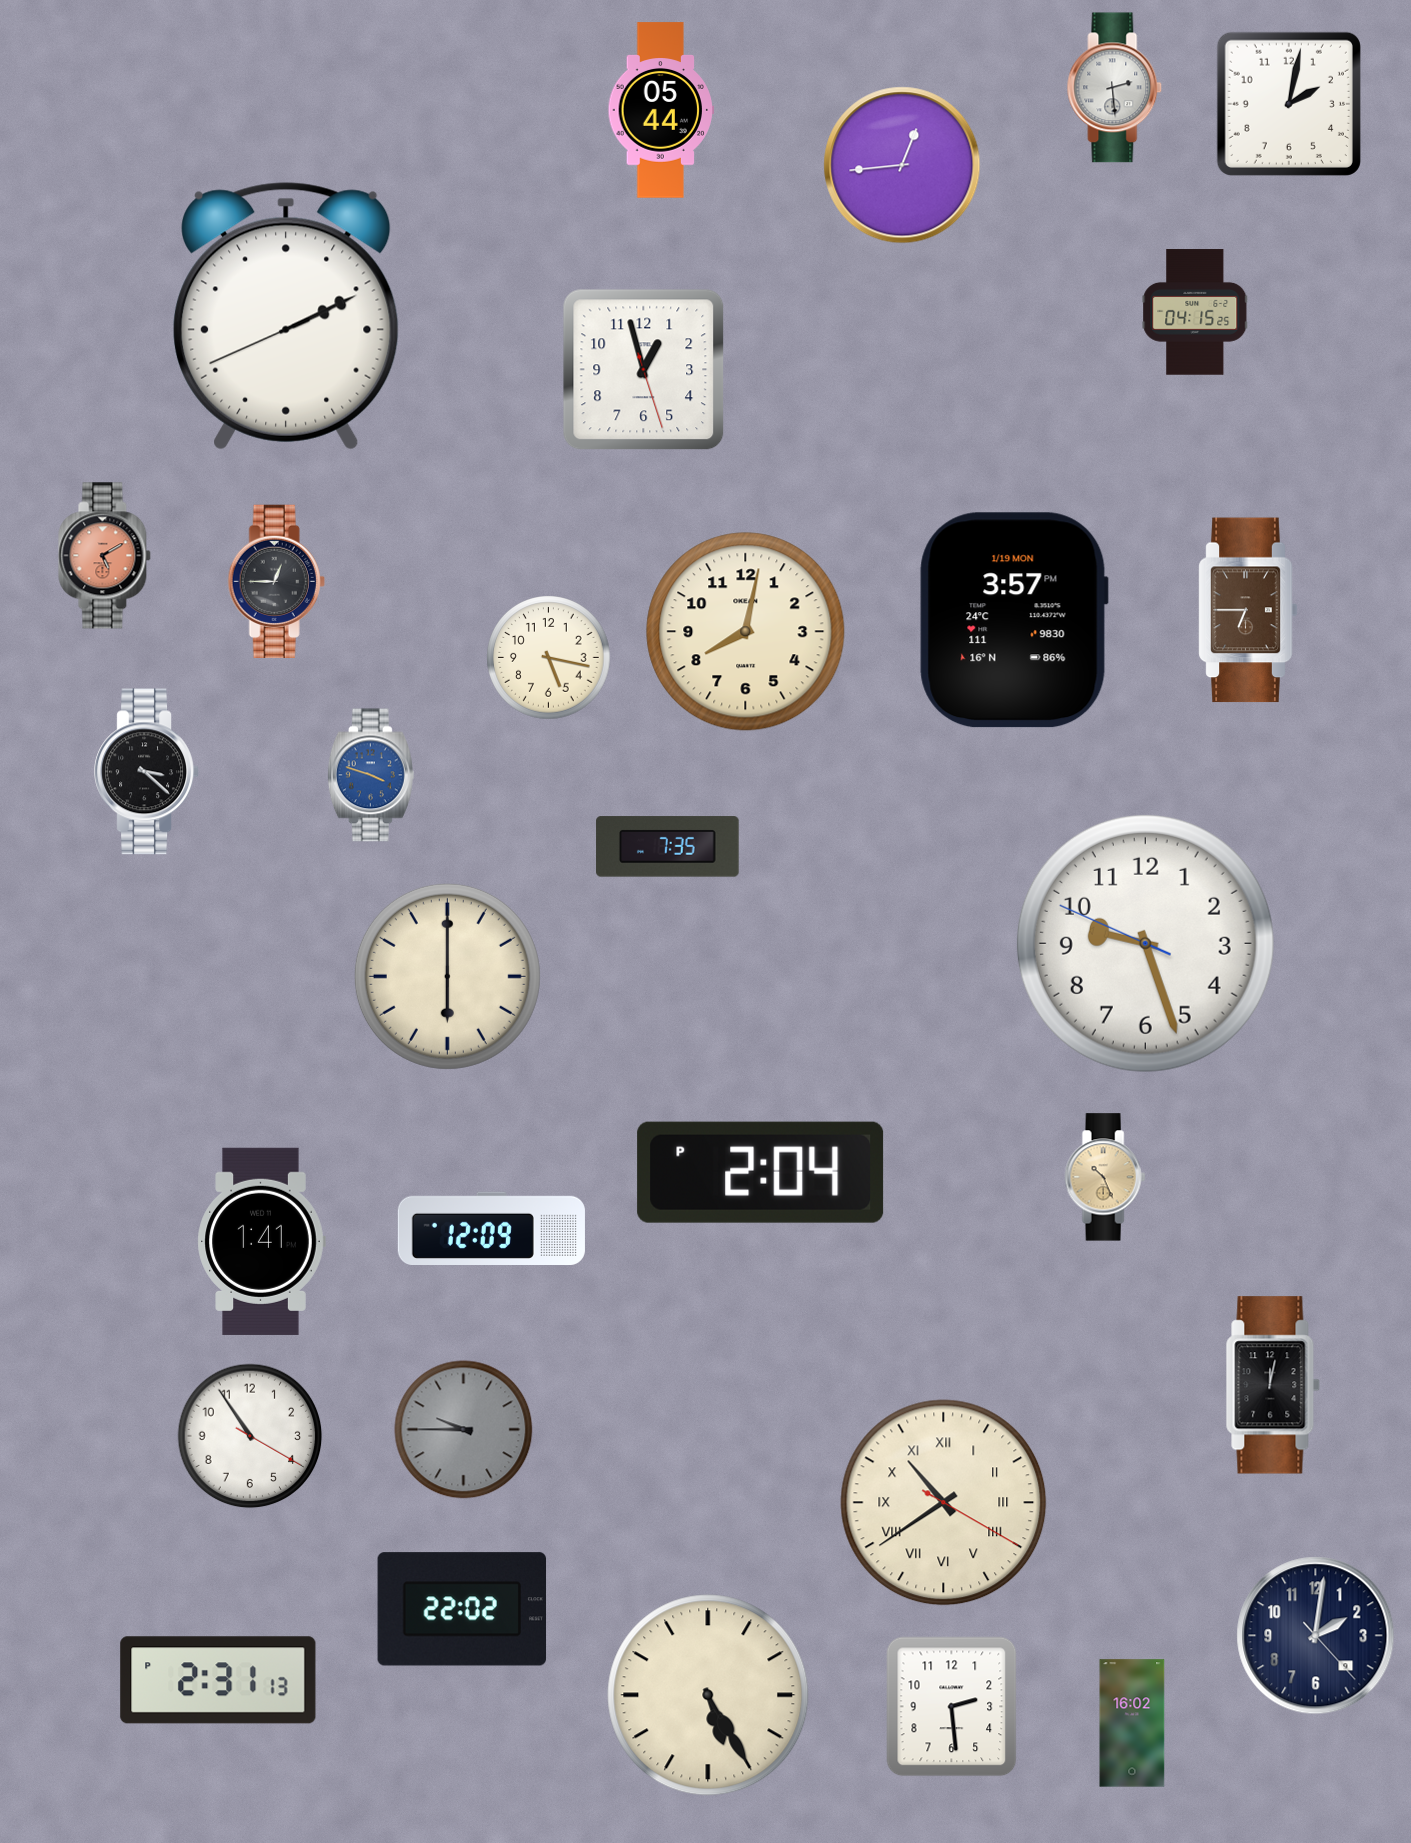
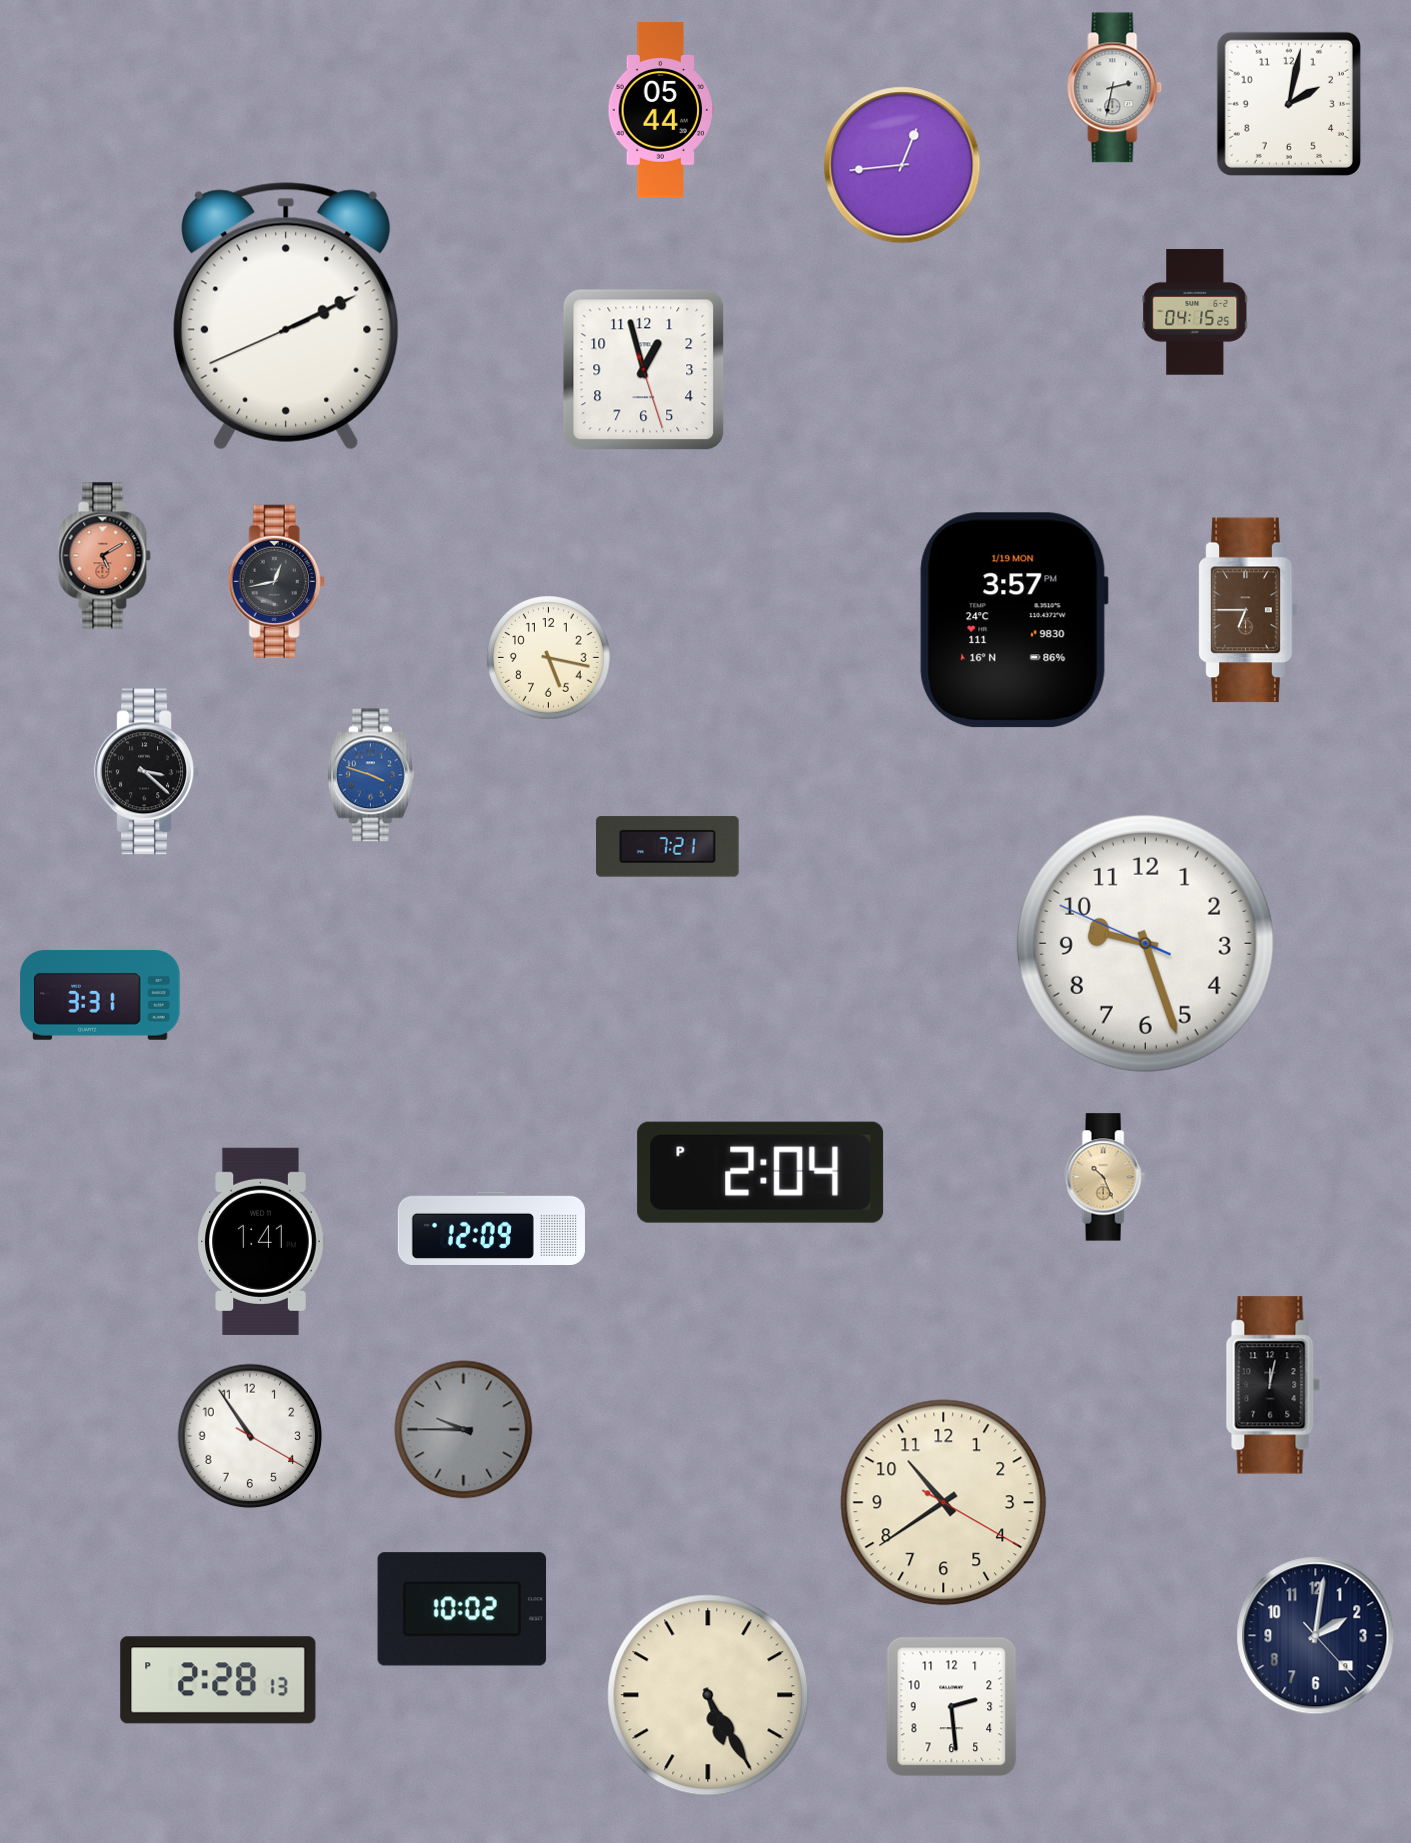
clock at (1115, 88): 2:29 -> 2:32
clock at (276, 581): 12:45 -> 12:43
clock at (746, 632): 8:02 -> none
clock at (668, 847): 7:35 -> 7:21
clock at (447, 976): 6:00 -> none
clock at (100, 996): none -> 3:31
clock at (944, 1503) numerals: Roman -> Arabic
clock at (462, 1609): 22:02 -> 10:02
clock at (218, 1680): 2:31 -> 2:28
clock at (1132, 1723): 16:02 -> none
